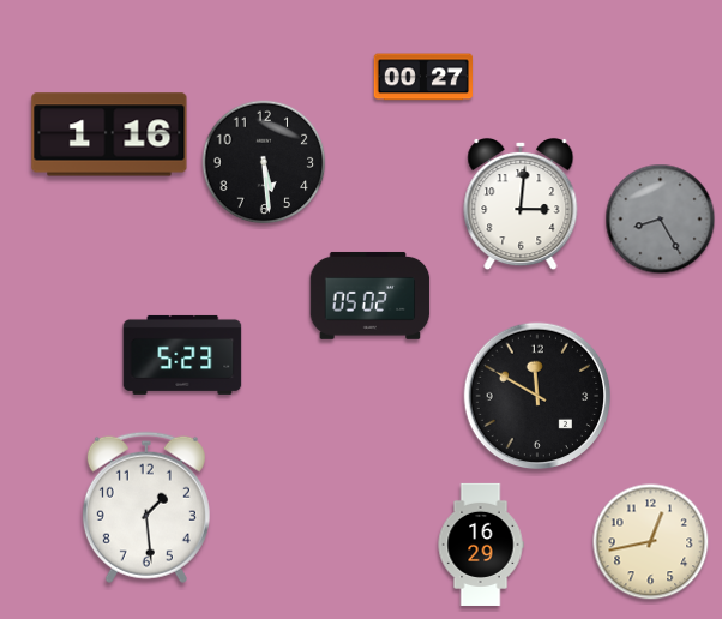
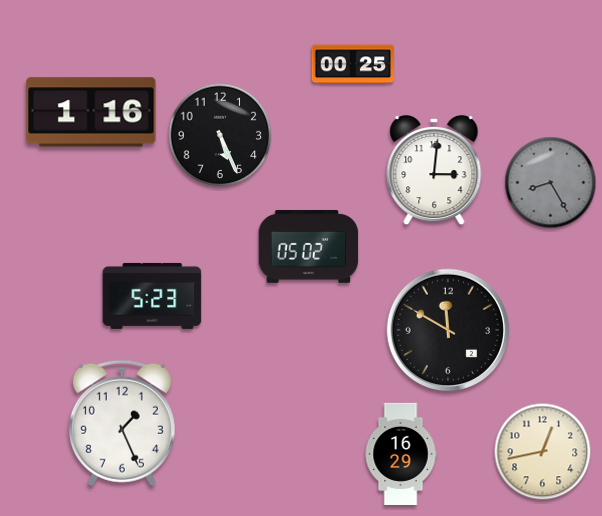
clock at (423, 77): 00:27 -> 00:25
clock at (264, 162): 5:29 -> 5:26
clock at (146, 507): 1:29 -> 1:26
